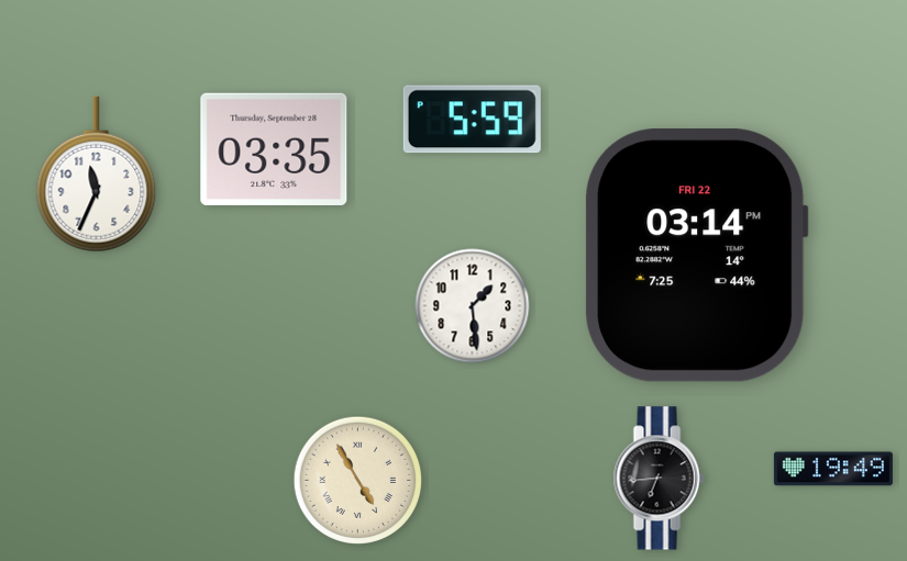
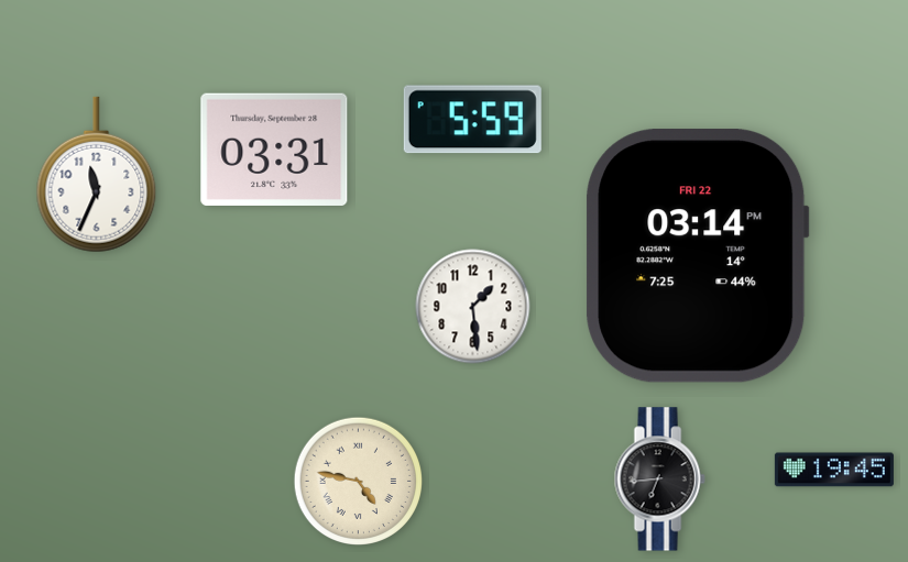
clock at (274, 149): 03:35 -> 03:31
clock at (833, 469): 19:49 -> 19:45
clock at (357, 480): 4:55 -> 4:47
